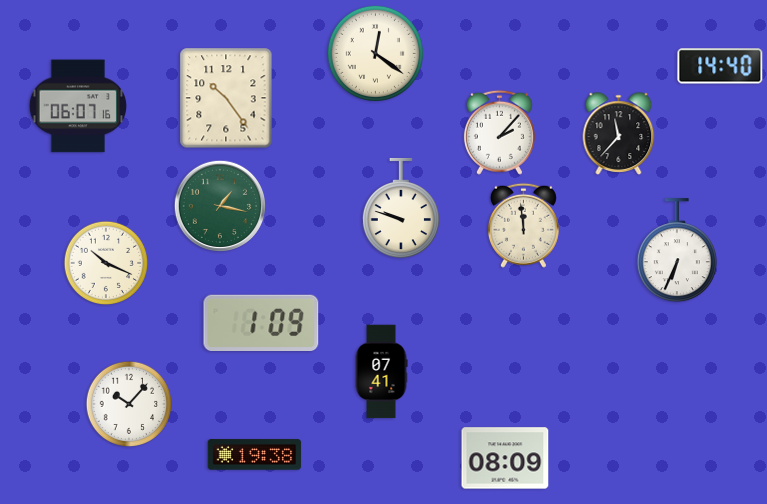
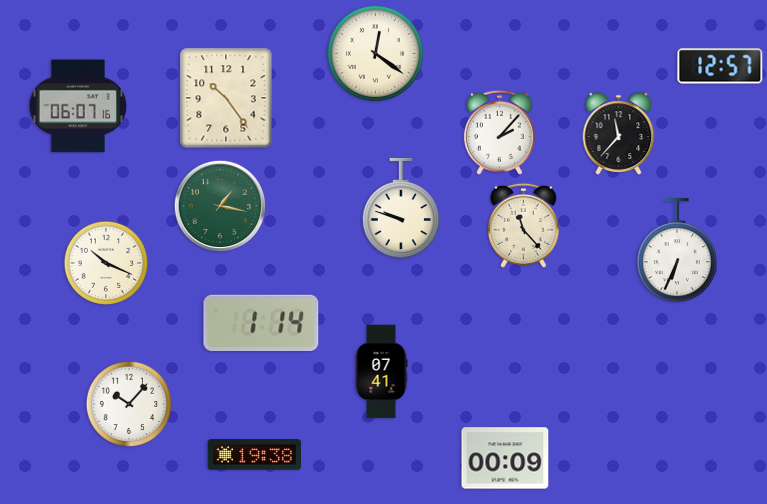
clock at (720, 66): 14:40 -> 12:57
clock at (523, 225): 11:59 -> 11:23
clock at (261, 322): 1:09 -> 1:14
clock at (505, 458): 08:09 -> 00:09
